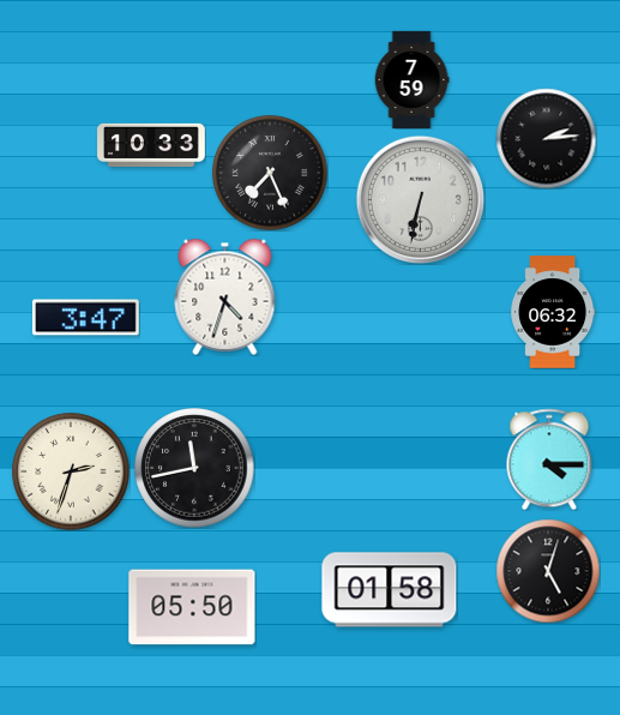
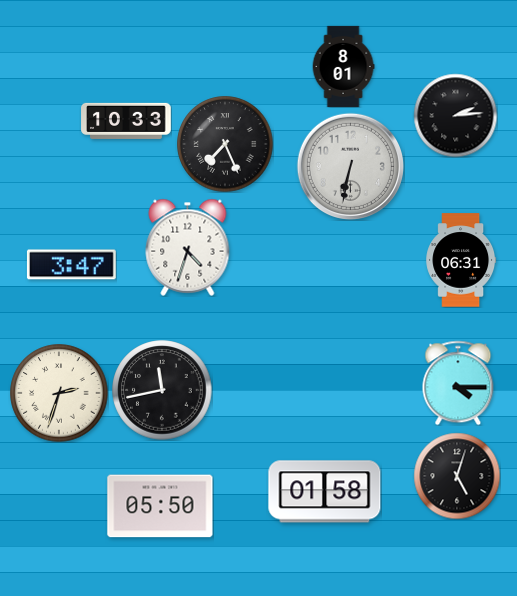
clock at (411, 79): 7:59 -> 8:01
clock at (553, 312): 06:32 -> 06:31
